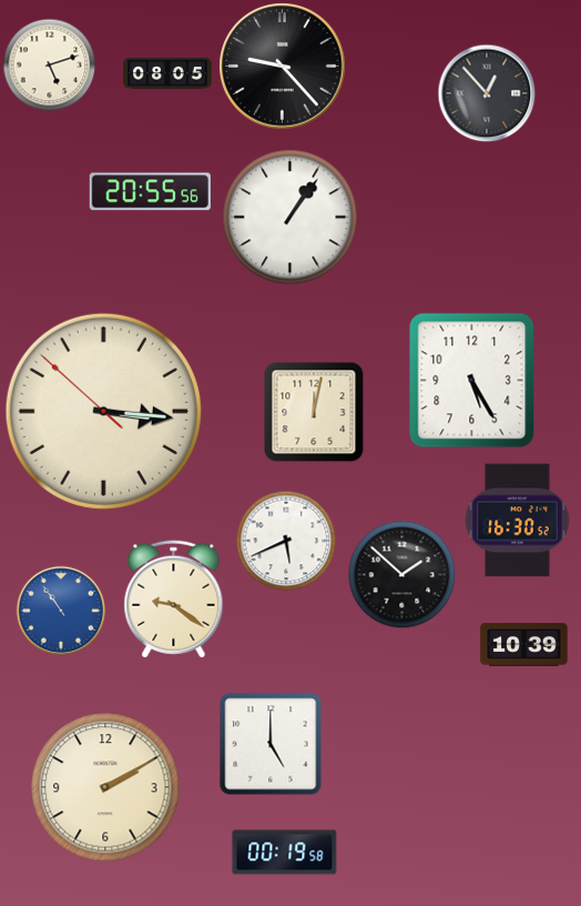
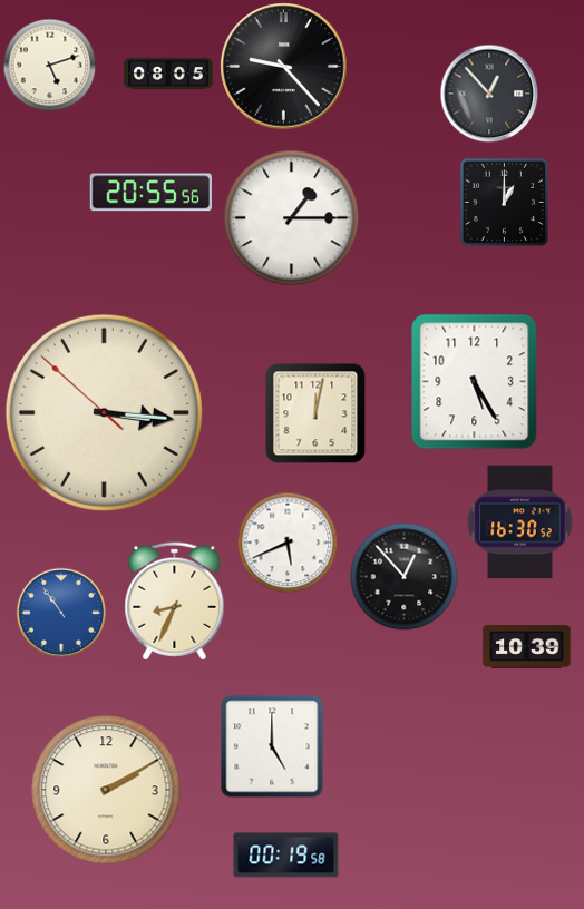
clock at (504, 202): none -> 1:00
clock at (290, 218): 1:06 -> 1:15
clock at (401, 574): 1:52 -> 12:53
clock at (174, 600): 9:21 -> 8:34
